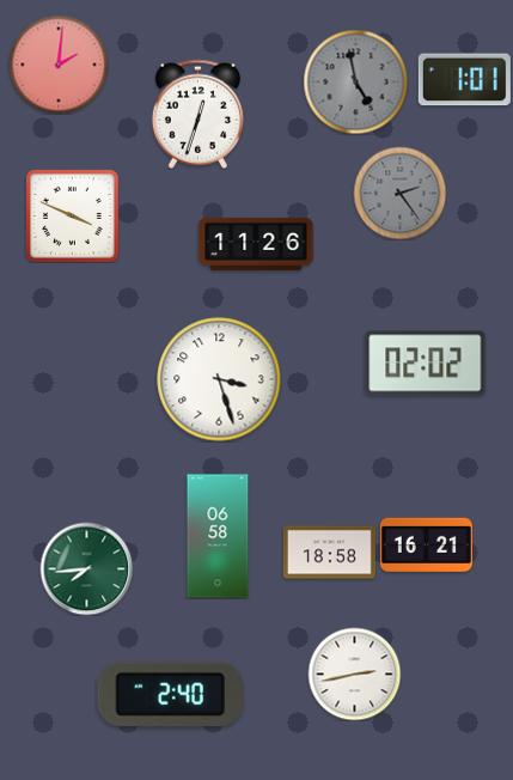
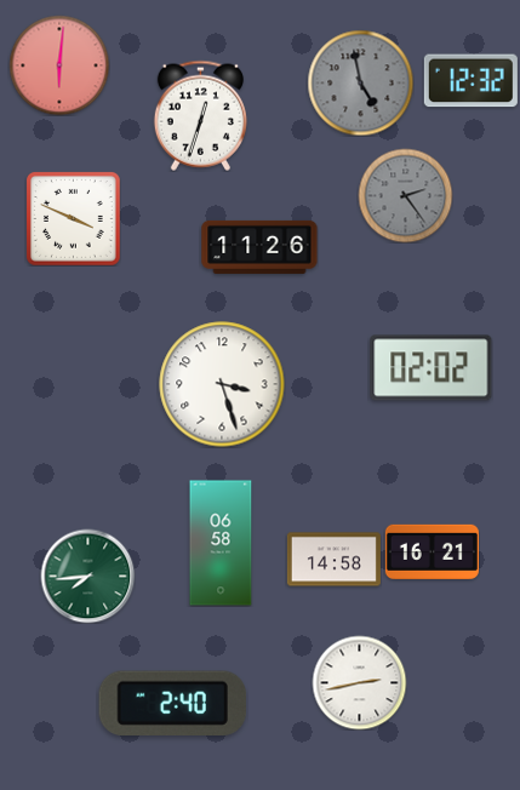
clock at (59, 65): 2:01 -> 6:01
clock at (464, 80): 1:01 -> 12:32
clock at (329, 553): 18:58 -> 14:58
